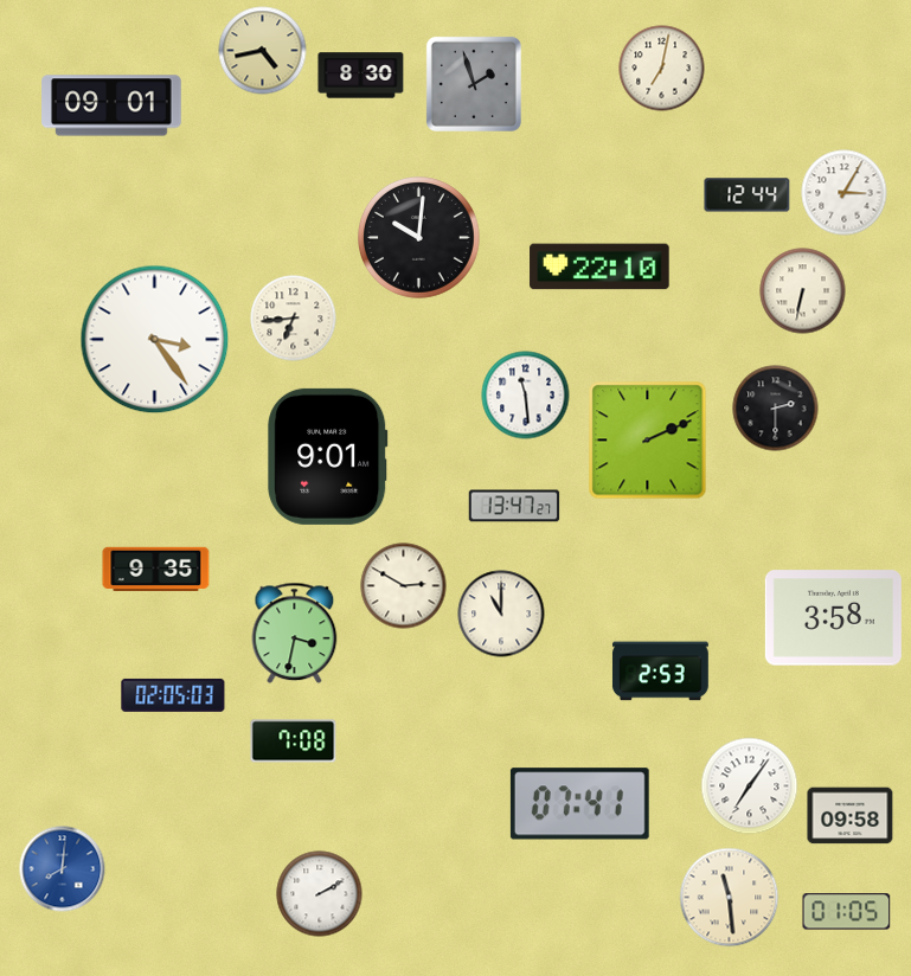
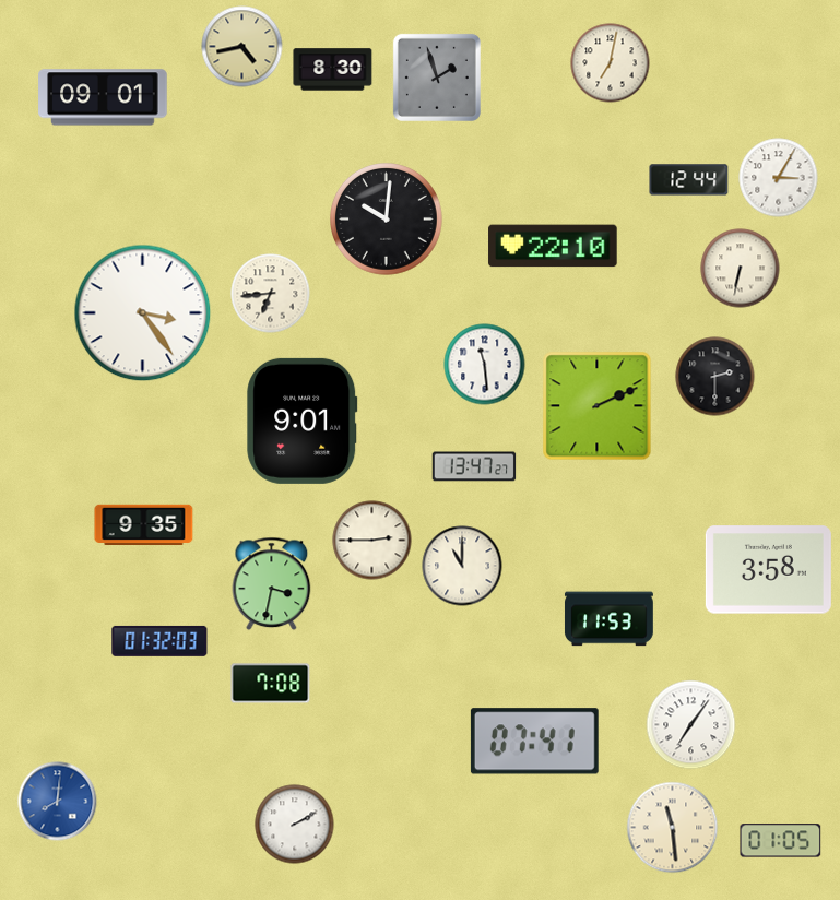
clock at (404, 586): 2:50 -> 2:45
clock at (660, 672): 2:53 -> 11:53
clock at (173, 695): 02:05 -> 01:32
clock at (851, 816): 09:58 -> none
